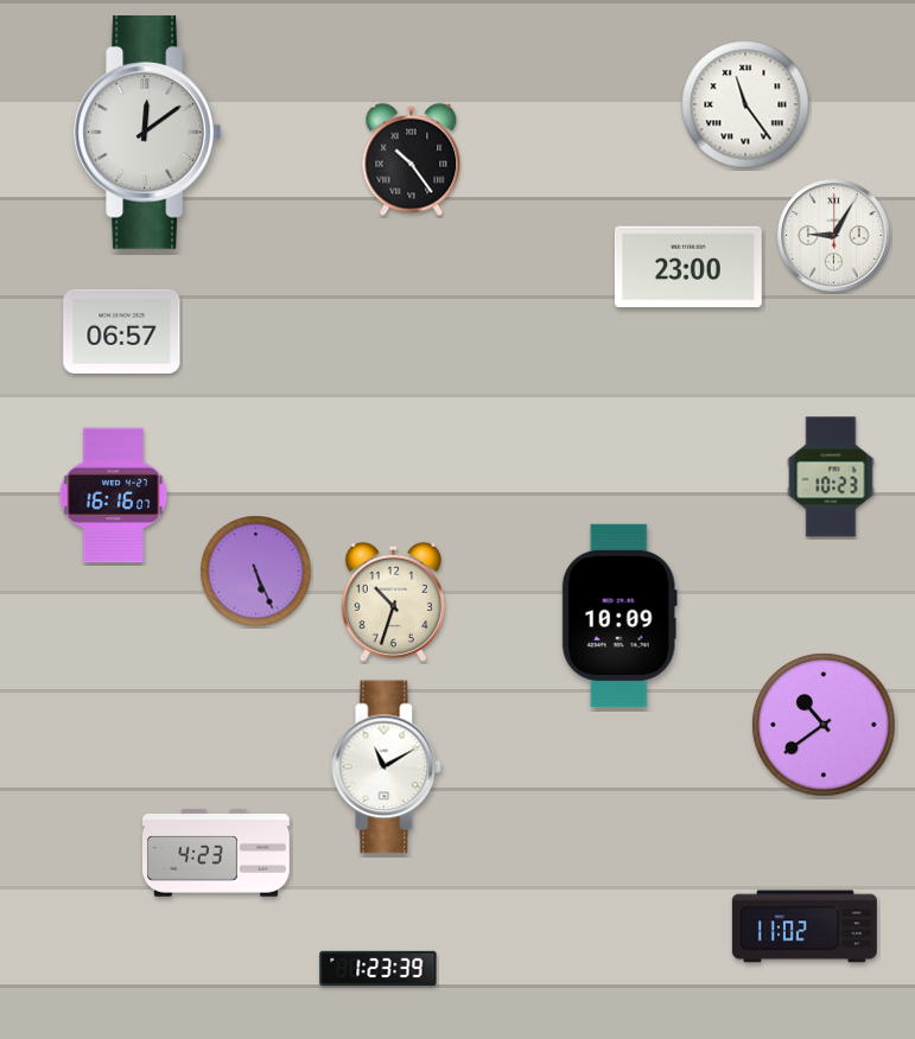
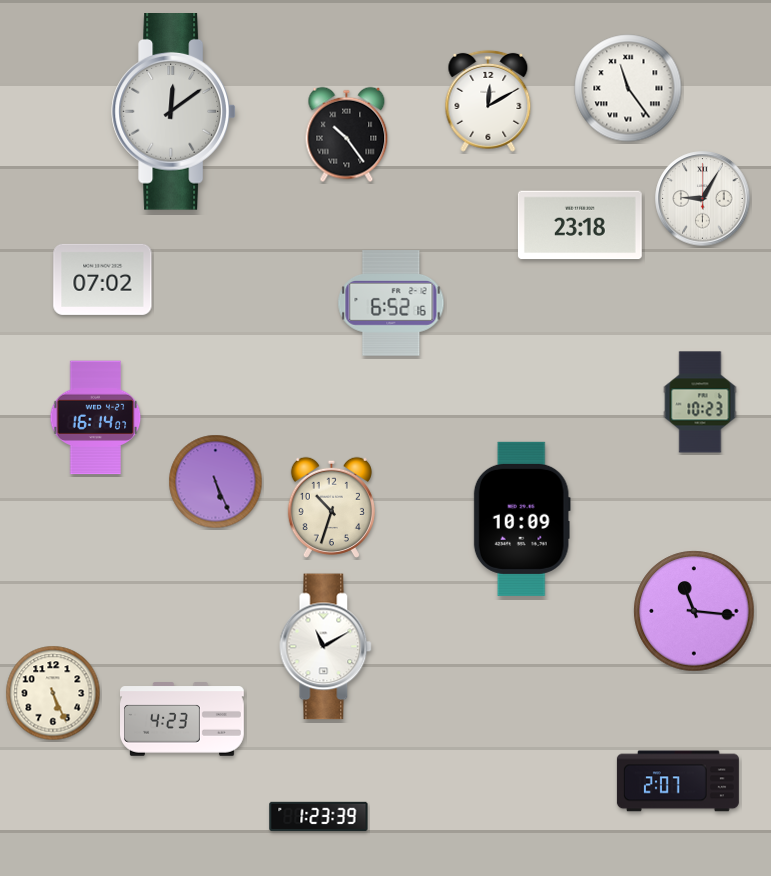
clock at (488, 101): none -> 12:10
clock at (147, 133) position: (147, 133) -> (173, 112)
clock at (688, 267): 23:00 -> 23:18
clock at (122, 331): 06:57 -> 07:02
clock at (391, 303): none -> 6:52
clock at (114, 496): 16:16 -> 16:14
clock at (824, 725): 10:39 -> 11:16
clock at (53, 693): none -> 5:26
clock at (805, 926): 11:02 -> 2:07
